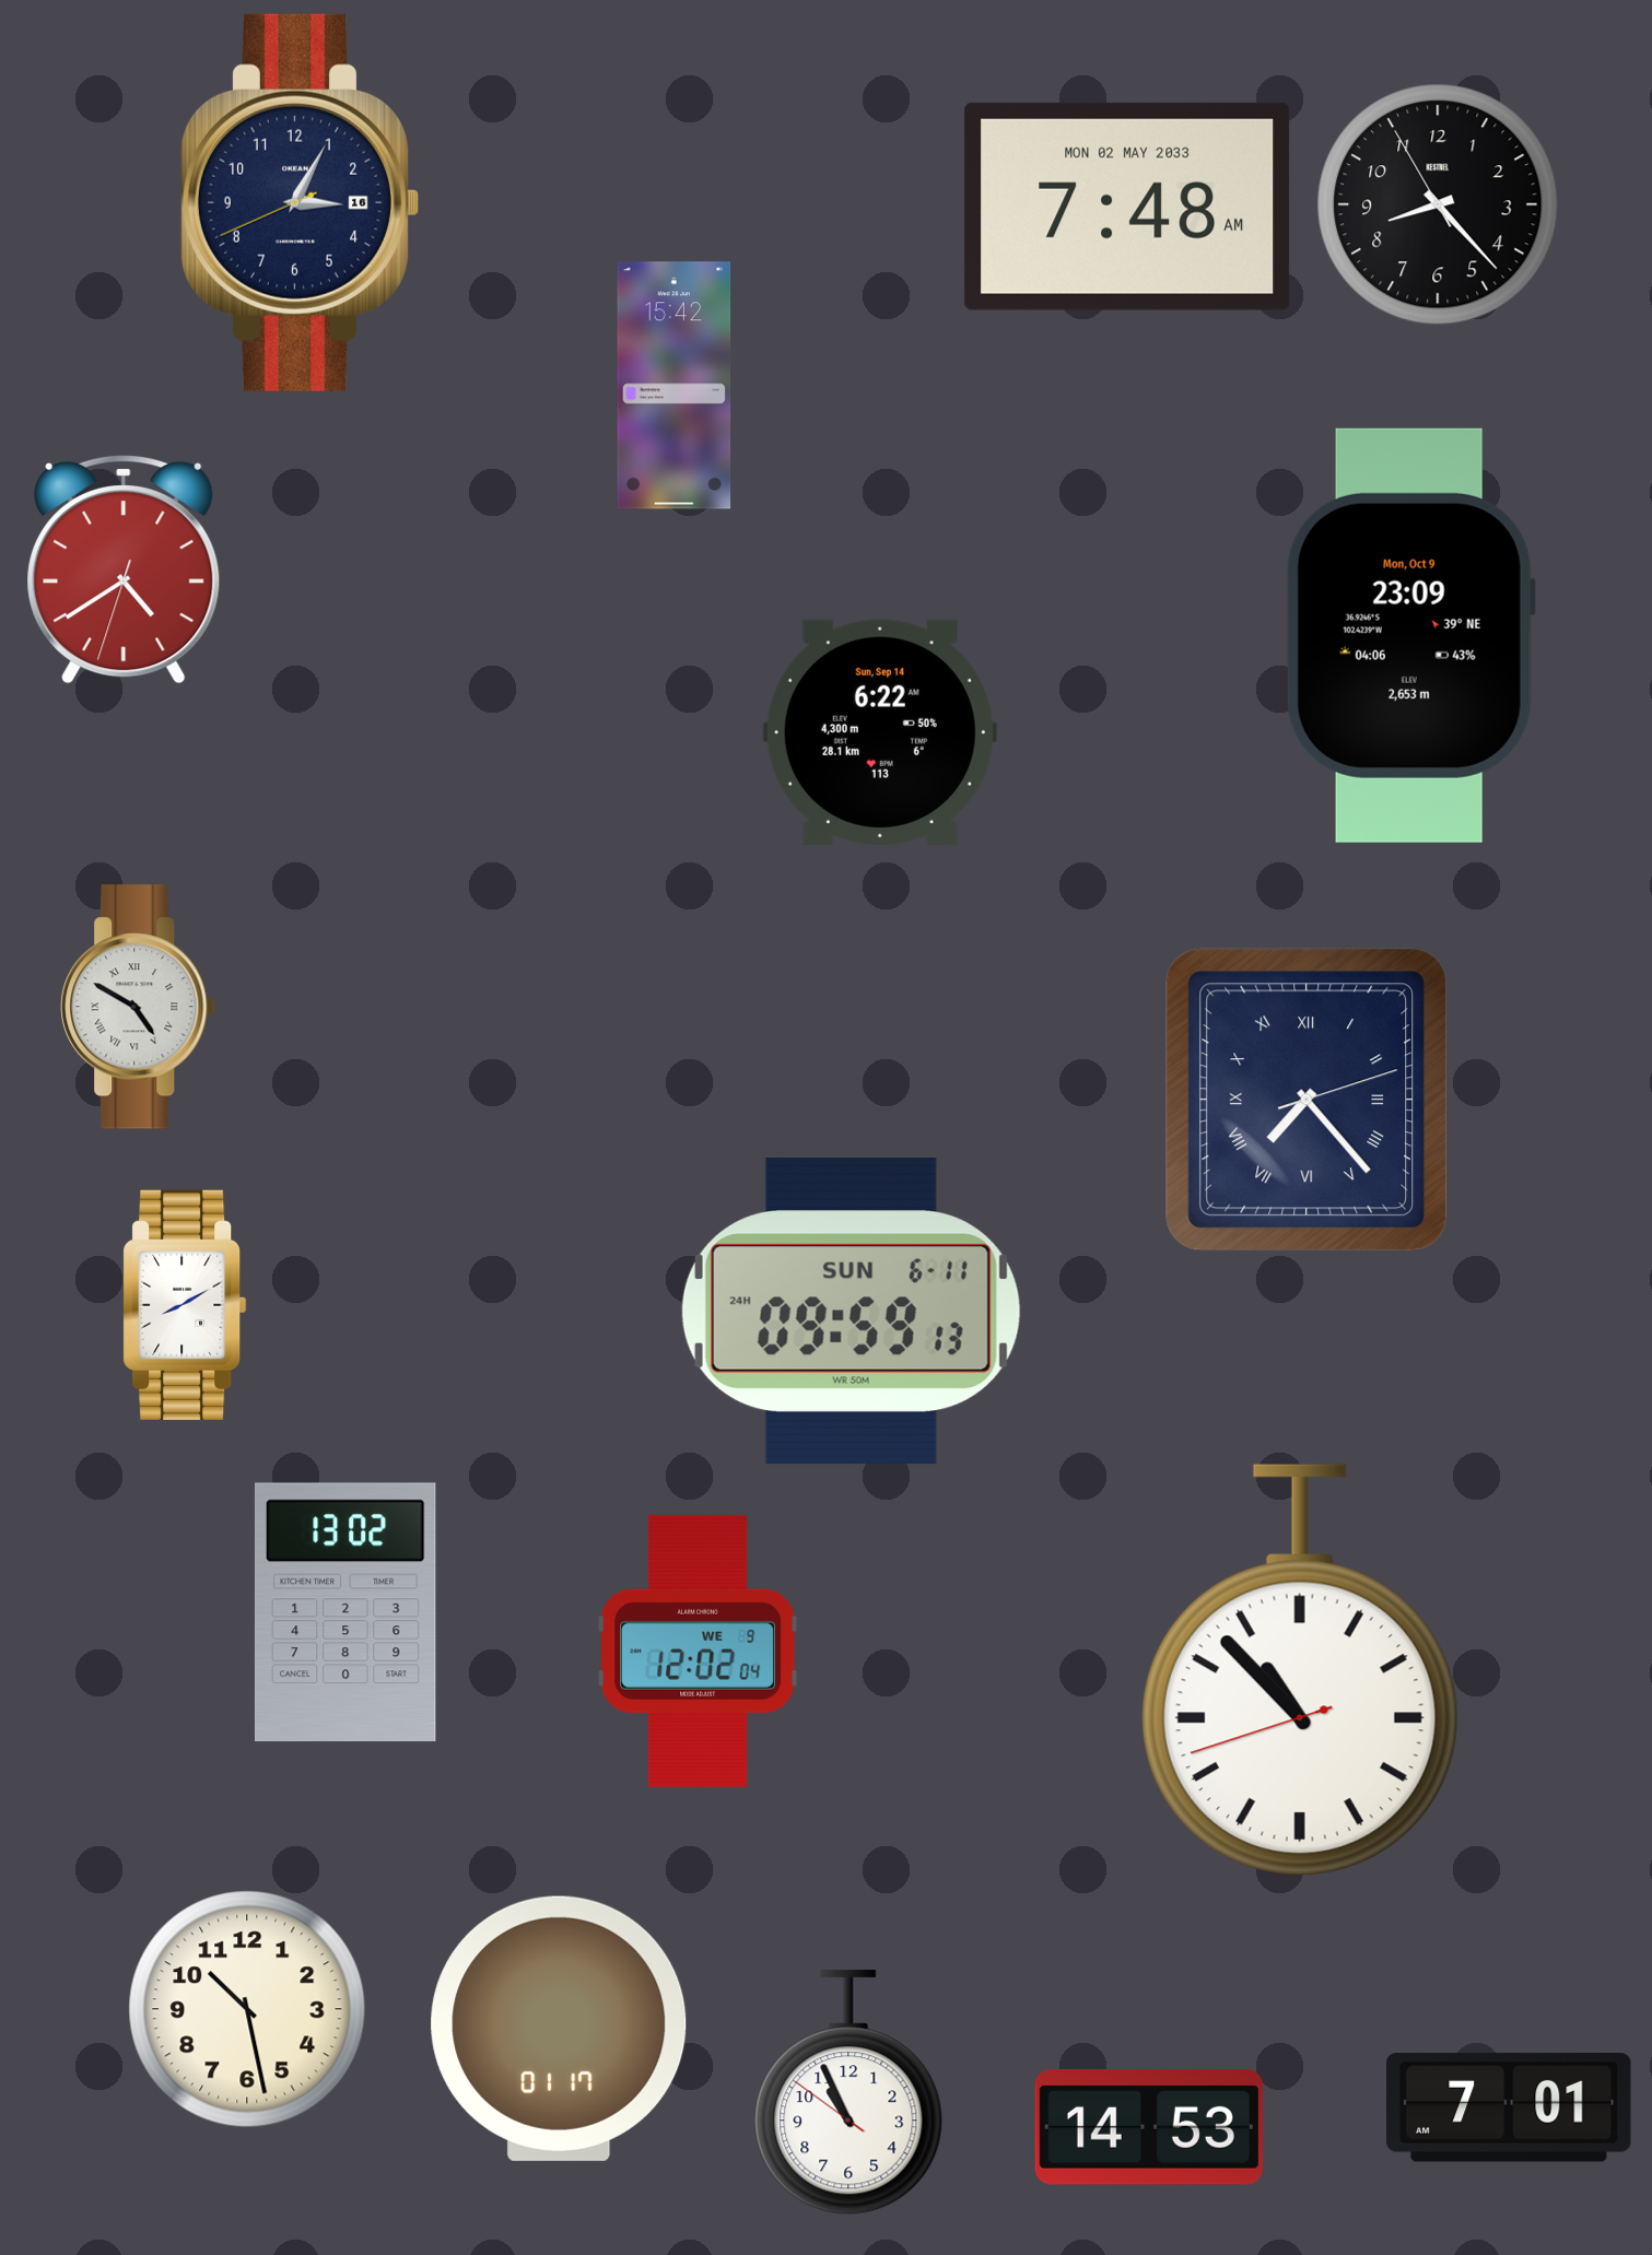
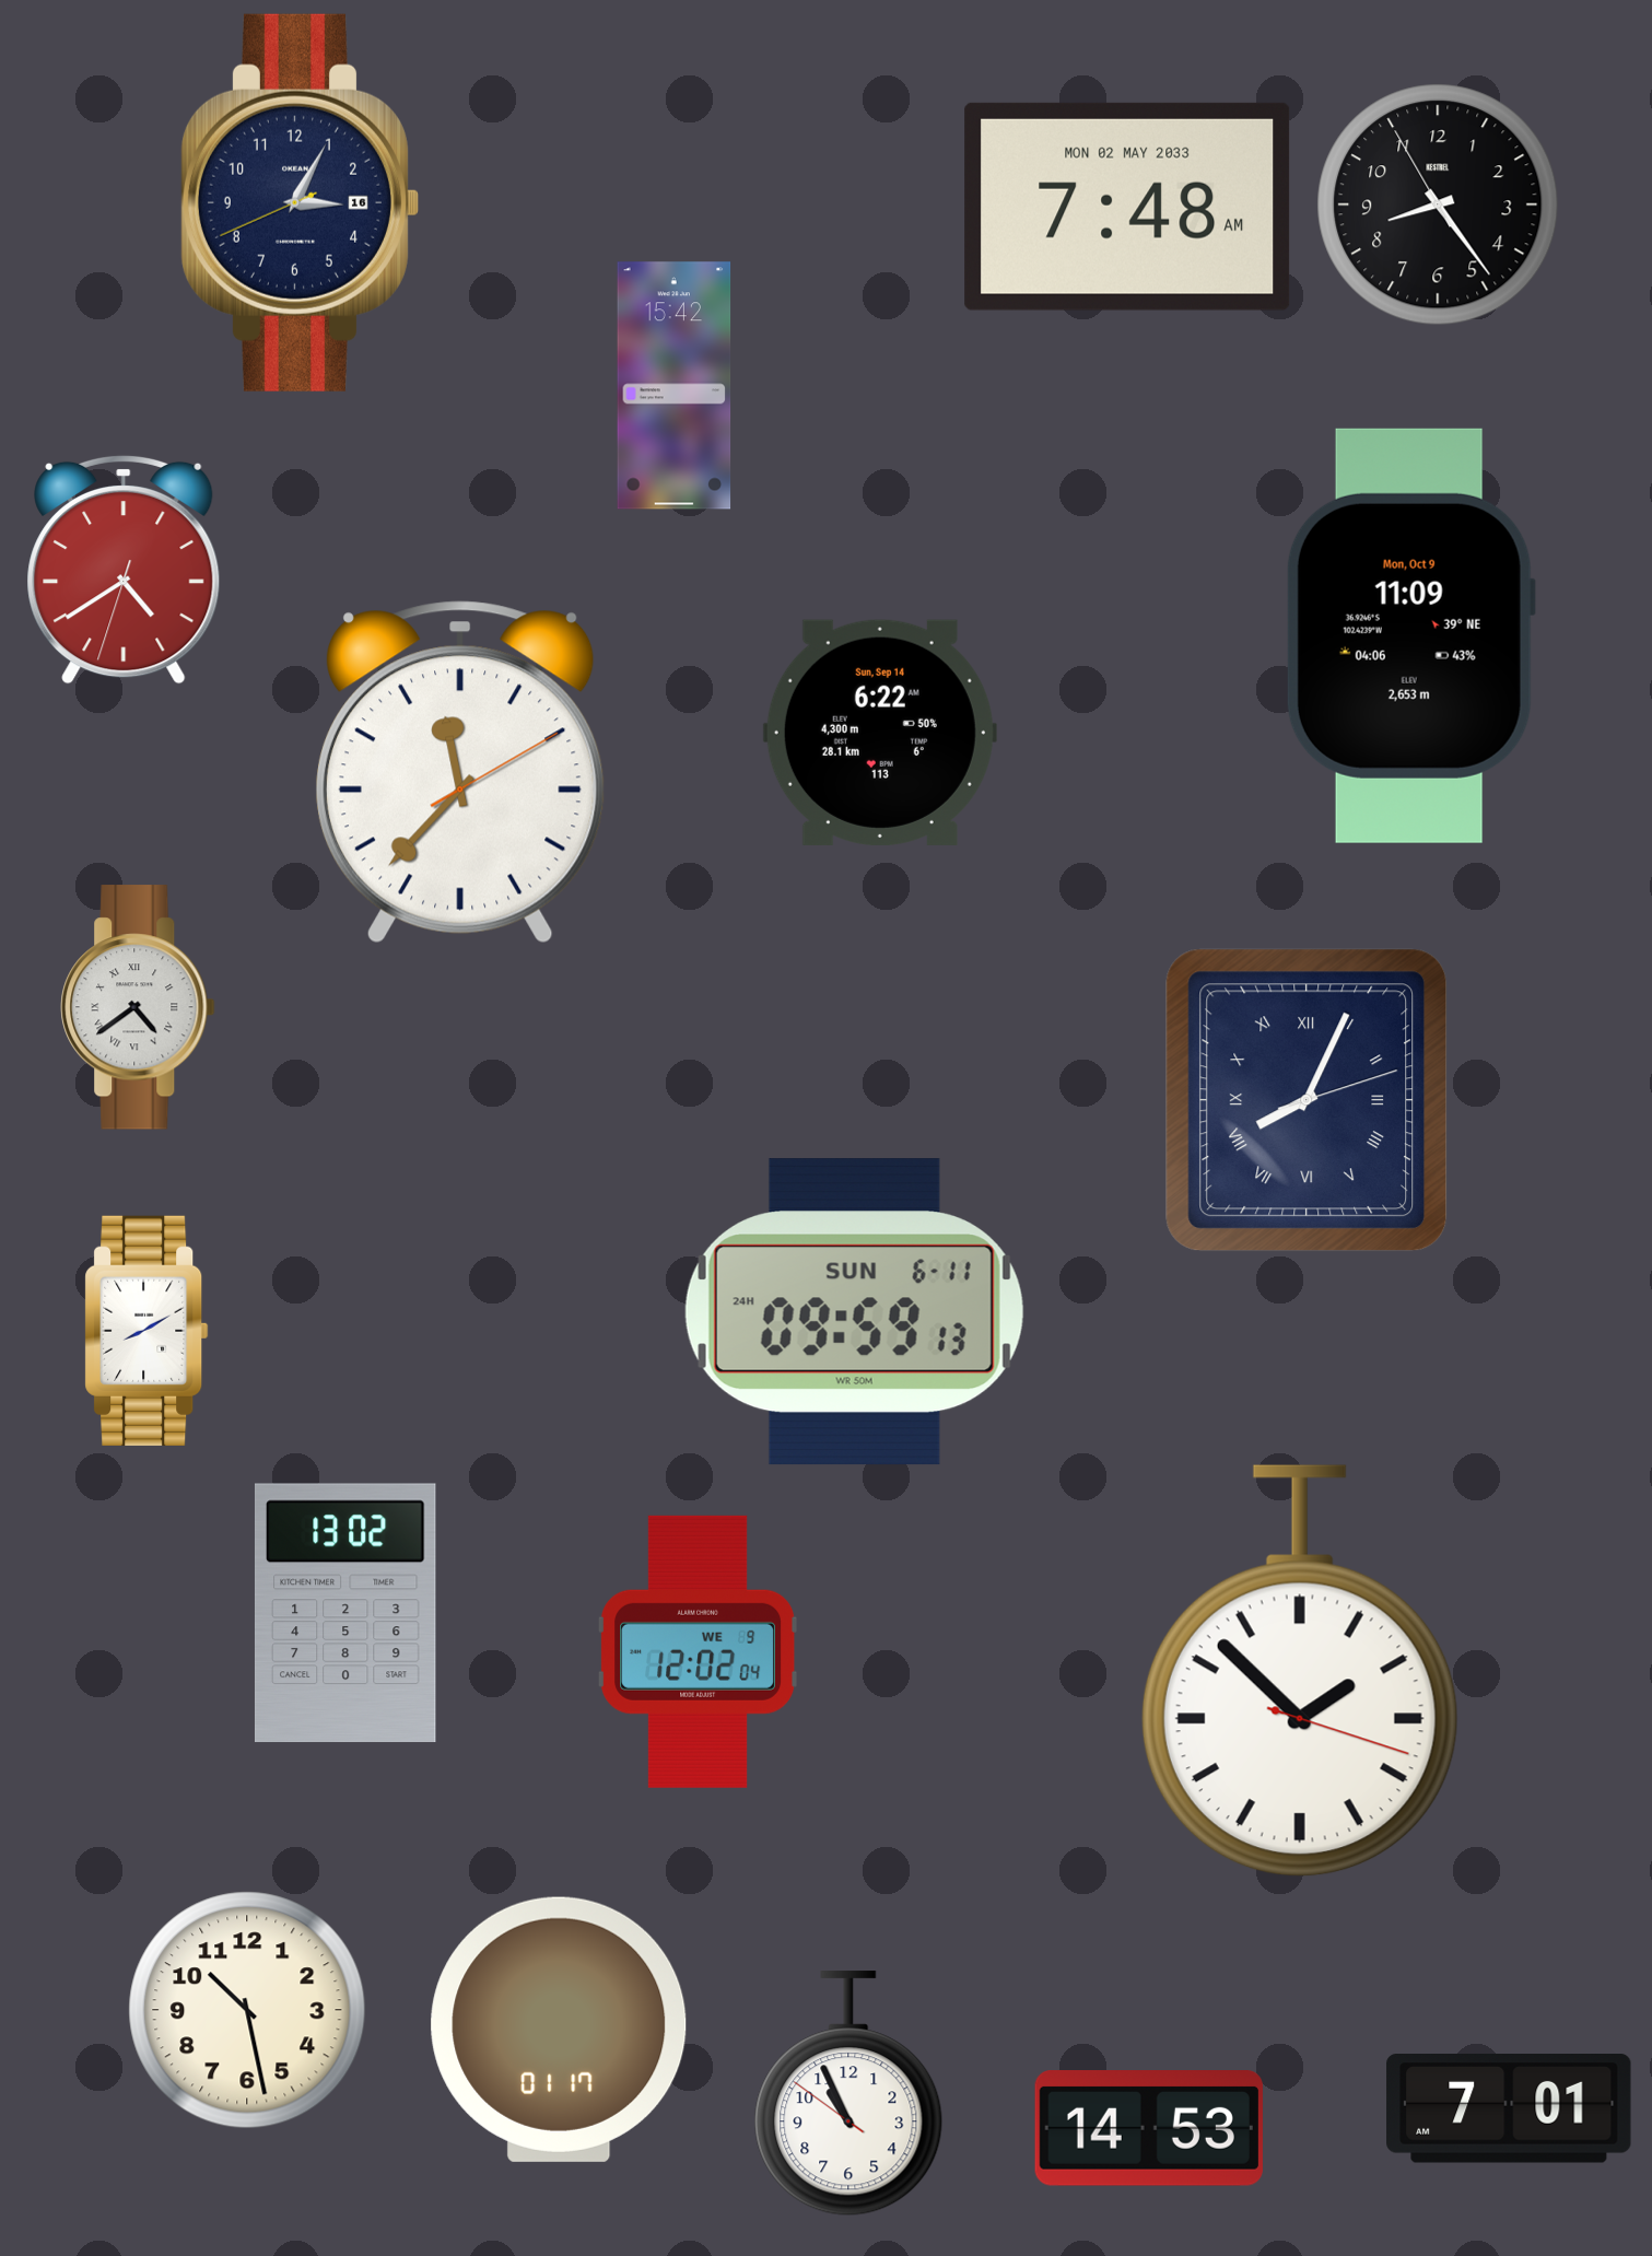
clock at (1438, 204): 8:22 -> 8:23
clock at (1410, 635): 23:09 -> 11:09
clock at (460, 772): none -> 11:37
clock at (138, 1007): 4:50 -> 4:39
clock at (1307, 1100): 7:23 -> 8:04
clock at (185, 1305) position: (185, 1305) -> (147, 1331)
clock at (851, 1312) position: (851, 1312) -> (854, 1312)
clock at (1300, 1670): 10:52 -> 1:52
